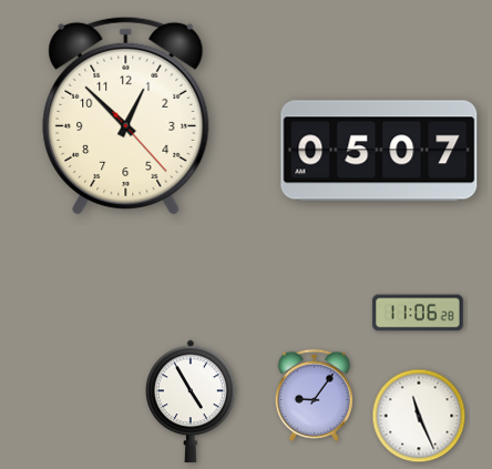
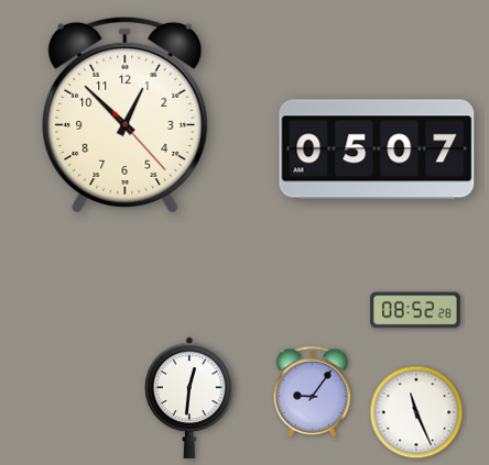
clock at (418, 313): 11:06 -> 08:52
clock at (192, 401): 4:55 -> 12:31
